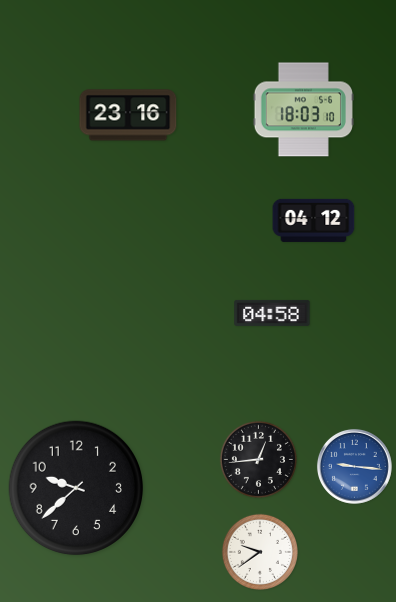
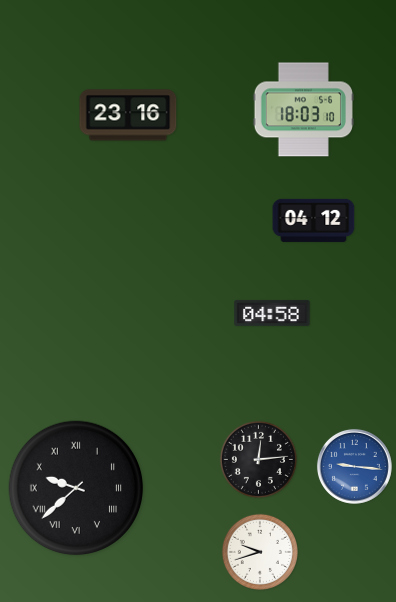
clock at (258, 459): 12:44 -> 12:14
clock at (76, 488) numerals: Arabic -> Roman
clock at (260, 552): 9:39 -> 9:42
